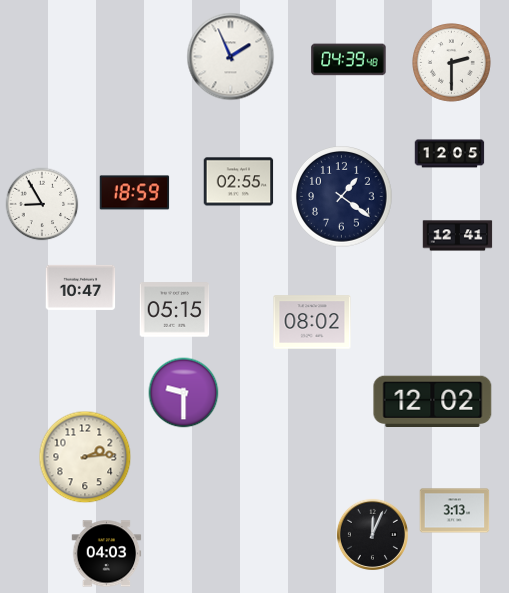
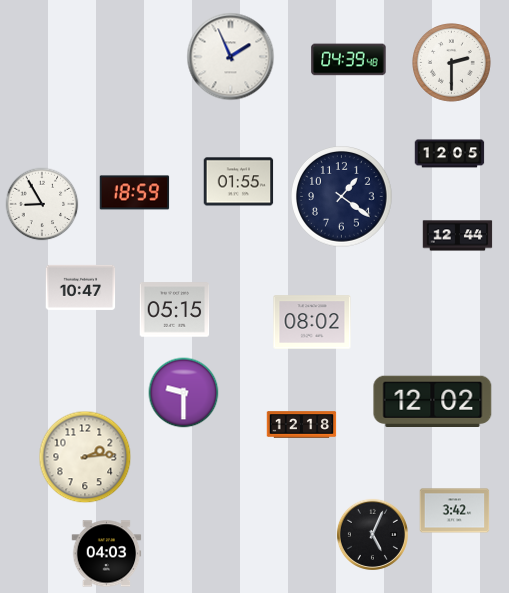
clock at (239, 182): 02:55 -> 01:55
clock at (458, 236): 12:41 -> 12:44
clock at (302, 425): none -> 12:18
clock at (455, 511): 3:13 -> 3:42
clock at (372, 534): 12:04 -> 5:04
